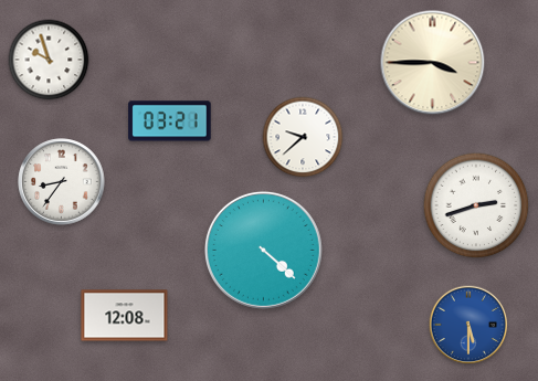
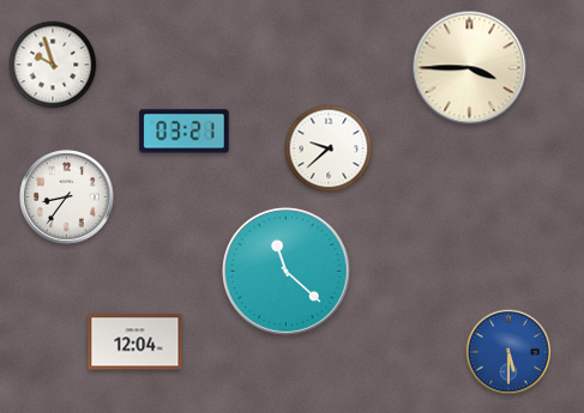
clock at (476, 205): 2:42 -> none
clock at (263, 250): 4:22 -> 11:22
clock at (125, 316): 12:08 -> 12:04
